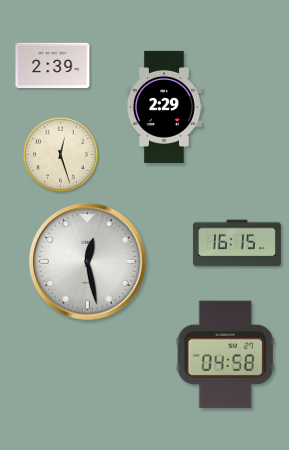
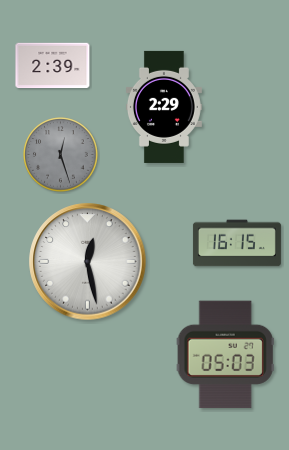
clock at (61, 155) dial: cream -> grey
clock at (225, 355): 04:58 -> 05:03
